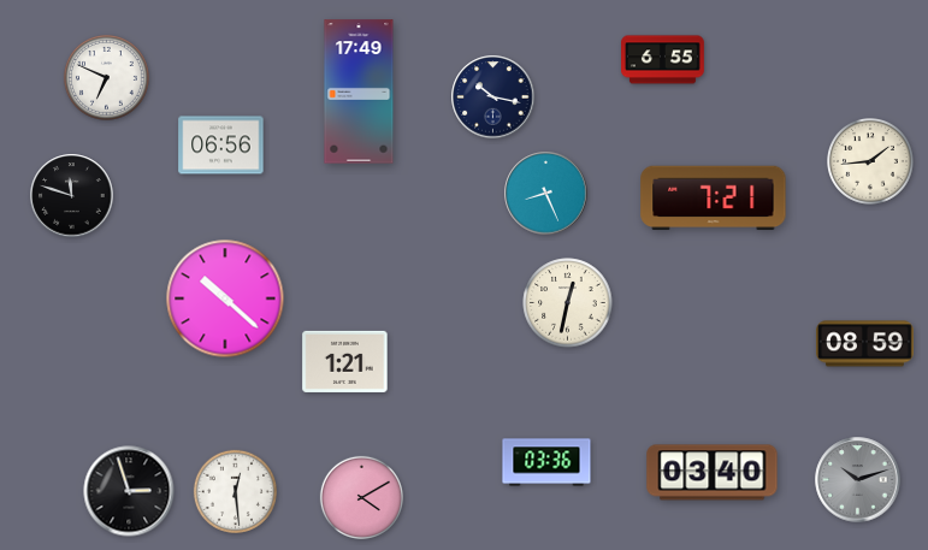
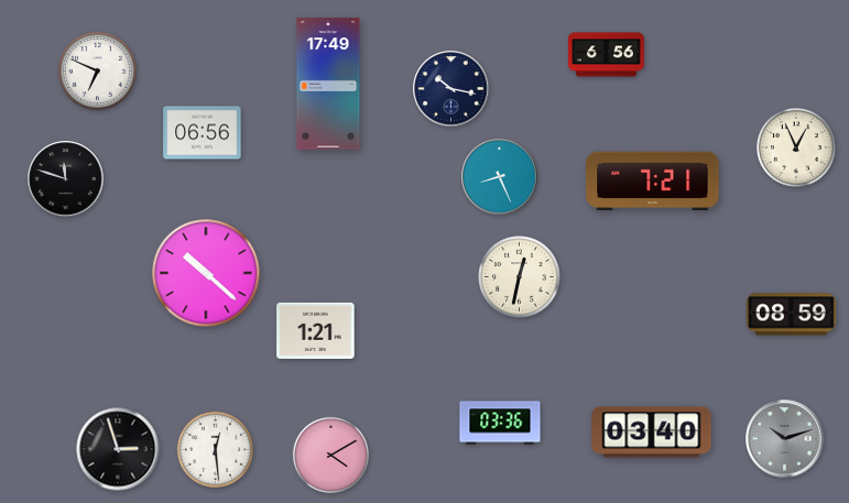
clock at (663, 60): 6:55 -> 6:56
clock at (871, 162): 1:44 -> 12:56
